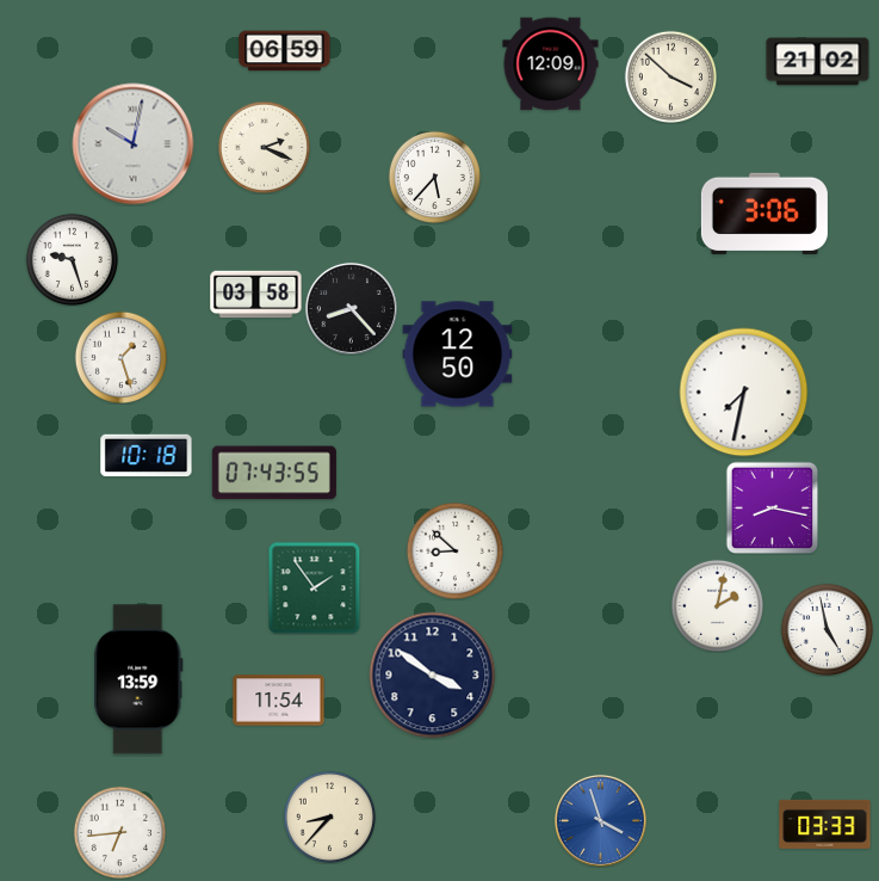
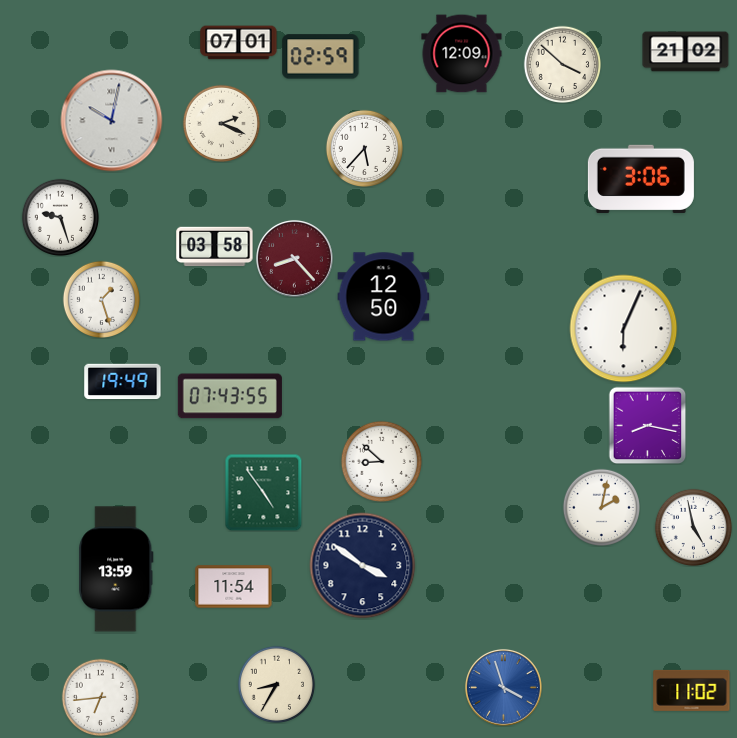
clock at (285, 51): 06:59 -> 07:01
clock at (321, 57): none -> 02:59
clock at (351, 308) dial: black -> burgundy
clock at (744, 393): 7:32 -> 6:04
clock at (147, 456): 10:18 -> 19:49
clock at (314, 587): 1:54 -> 4:54
clock at (329, 817): 8:37 -> 8:35
clock at (825, 824): 03:33 -> 11:02
